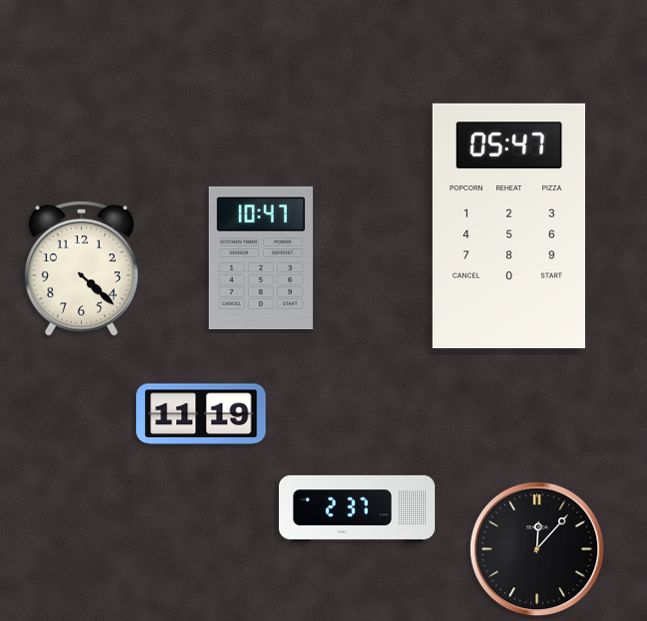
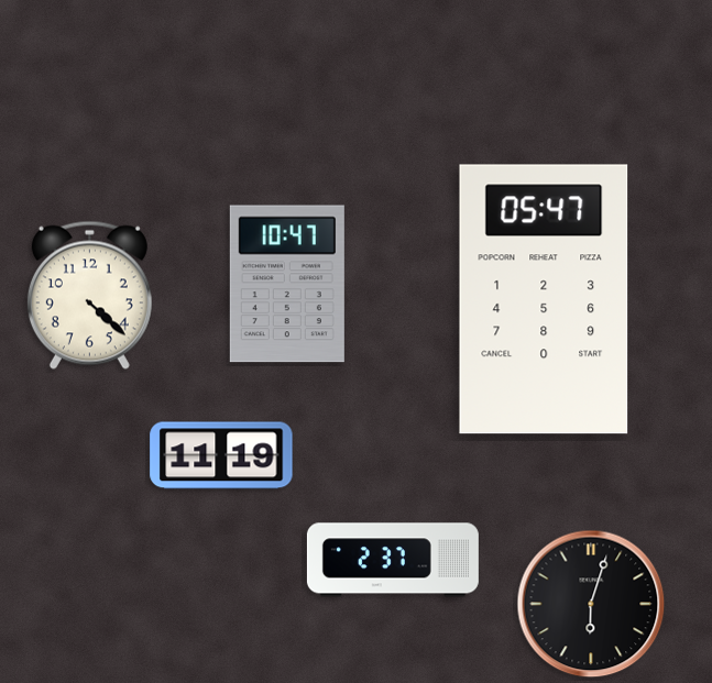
clock at (509, 226) position: (509, 226) -> (544, 299)
clock at (537, 549): 12:07 -> 6:03
